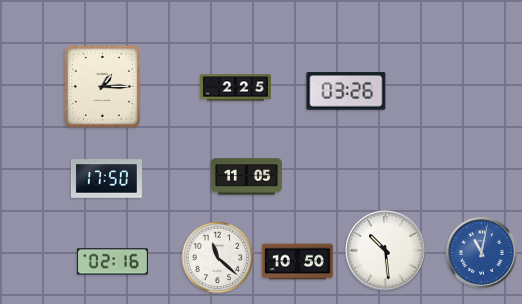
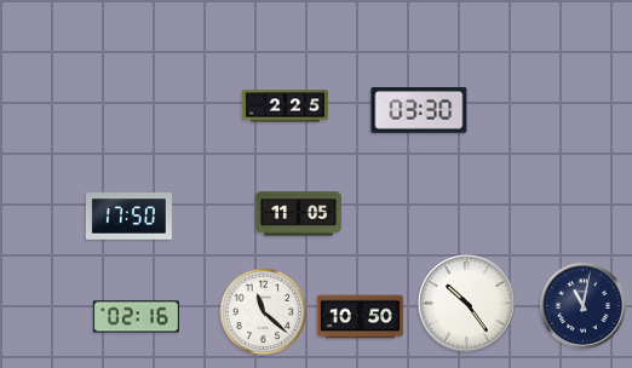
clock at (102, 86): 1:15 -> none
clock at (346, 91): 03:26 -> 03:30
clock at (386, 251): 10:29 -> 10:24
clock at (481, 252) dial: blue -> navy
